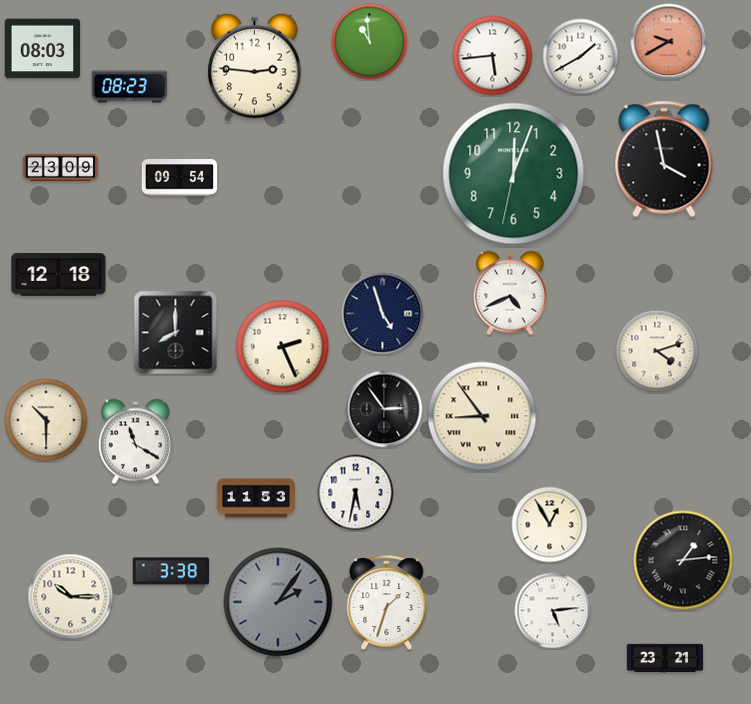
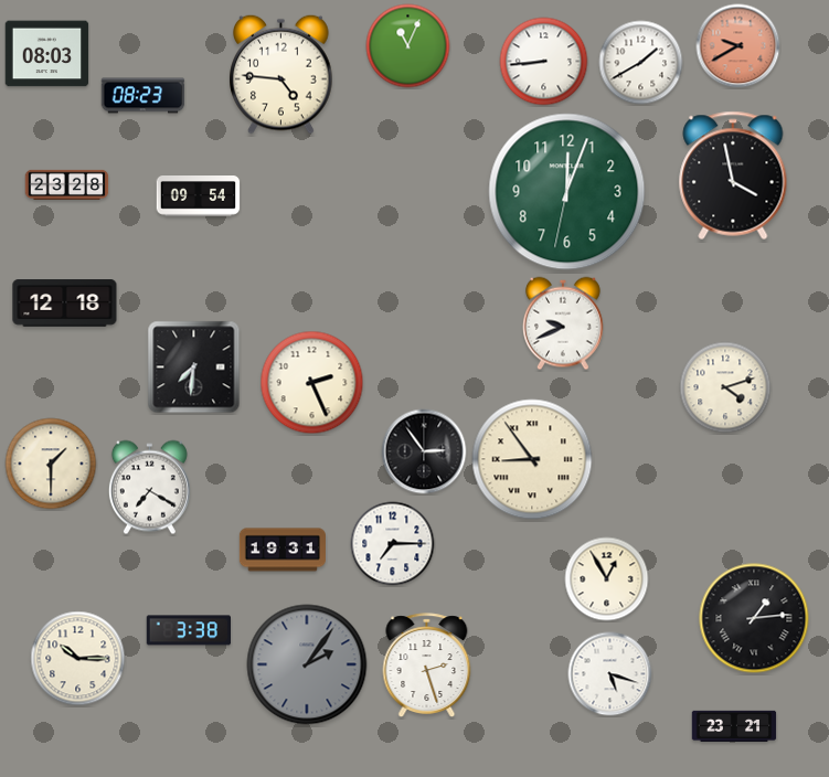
clock at (370, 42): 10:59 -> 11:04
clock at (493, 56): 5:44 -> 8:44
clock at (255, 67): 2:46 -> 4:46
clock at (61, 167): 23:09 -> 23:28
clock at (511, 293): 4:41 -> 9:41
clock at (383, 314): 4:57 -> none
clock at (176, 333): 8:00 -> 7:31
clock at (46, 420): 10:30 -> 1:30
clock at (135, 442): 11:20 -> 7:20
clock at (356, 493): 5:32 -> 7:15
clock at (256, 498): 11:53 -> 19:31
clock at (387, 602): 1:33 -> 2:27
clock at (553, 611): 5:14 -> 5:18
